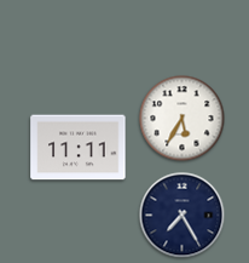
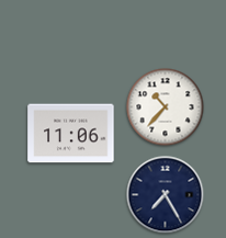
clock at (183, 119): 5:35 -> 10:37
clock at (79, 148): 11:11 -> 11:06
